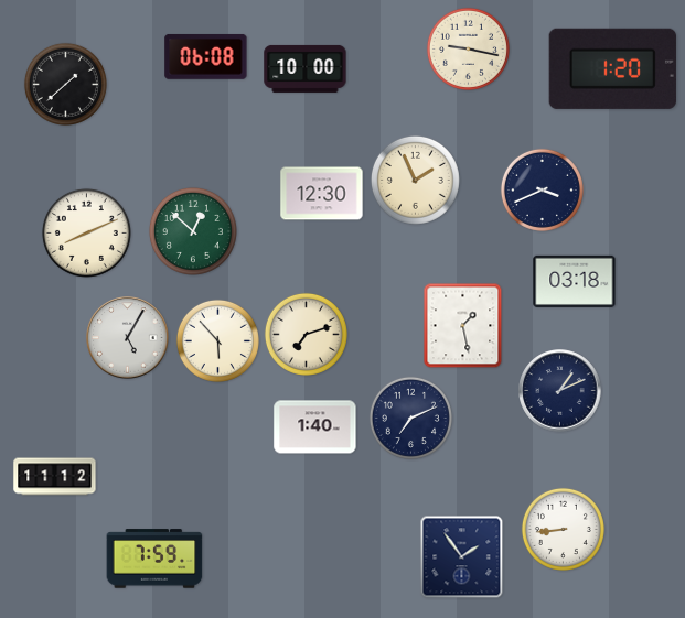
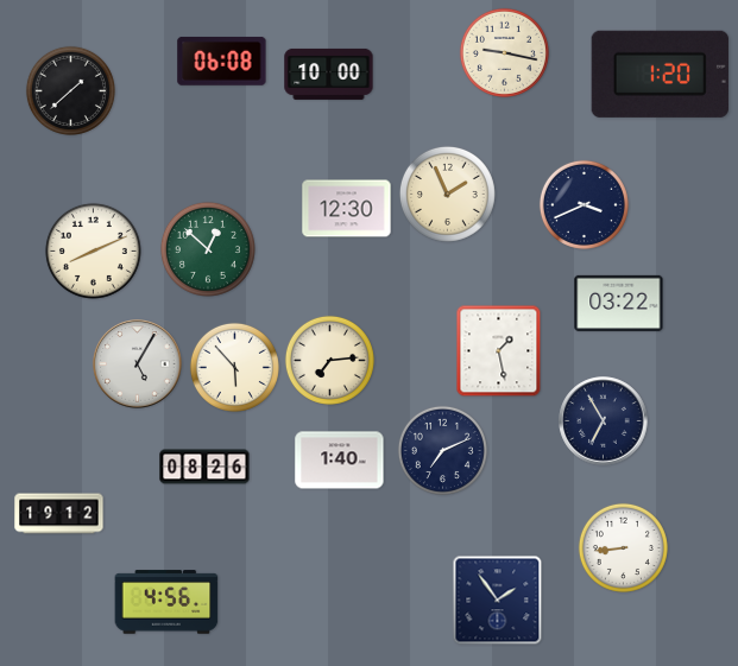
clock at (575, 281): 03:18 -> 03:22
clock at (306, 334): 7:12 -> 7:14
clock at (560, 391): 1:11 -> 6:55
clock at (204, 467): none -> 08:26
clock at (55, 477): 11:12 -> 19:12
clock at (563, 529) position: (563, 529) -> (623, 547)
clock at (154, 559): 7:59 -> 4:56
